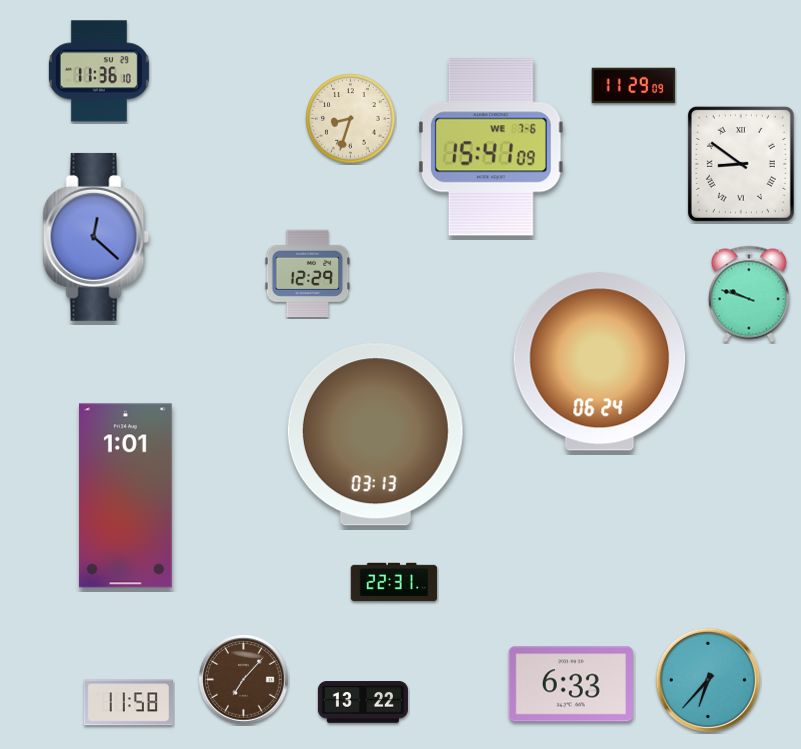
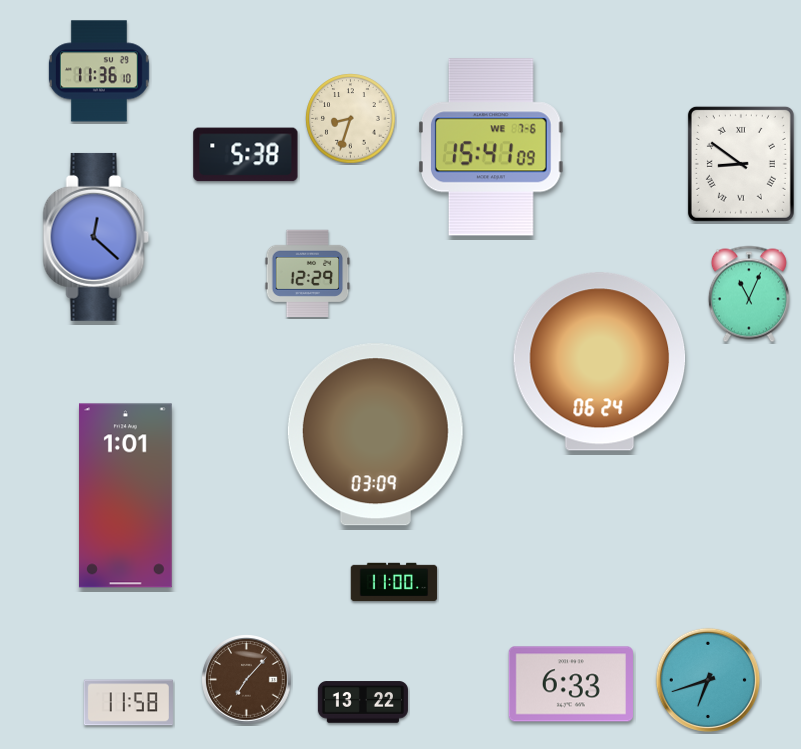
clock at (634, 86): 11:29 -> none
clock at (246, 155): none -> 5:38
clock at (749, 294): 9:48 -> 11:04
clock at (375, 435): 03:13 -> 03:09
clock at (394, 582): 22:31 -> 11:00
clock at (244, 680) position: (244, 680) -> (247, 680)
clock at (708, 680): 6:37 -> 6:42
